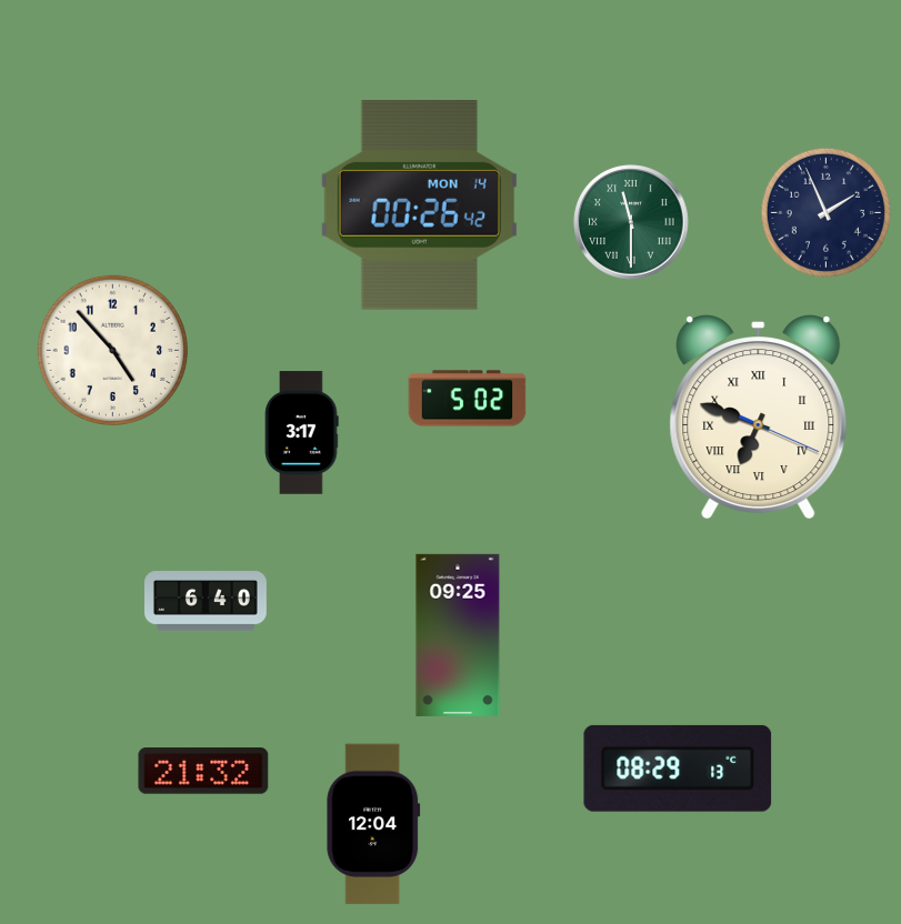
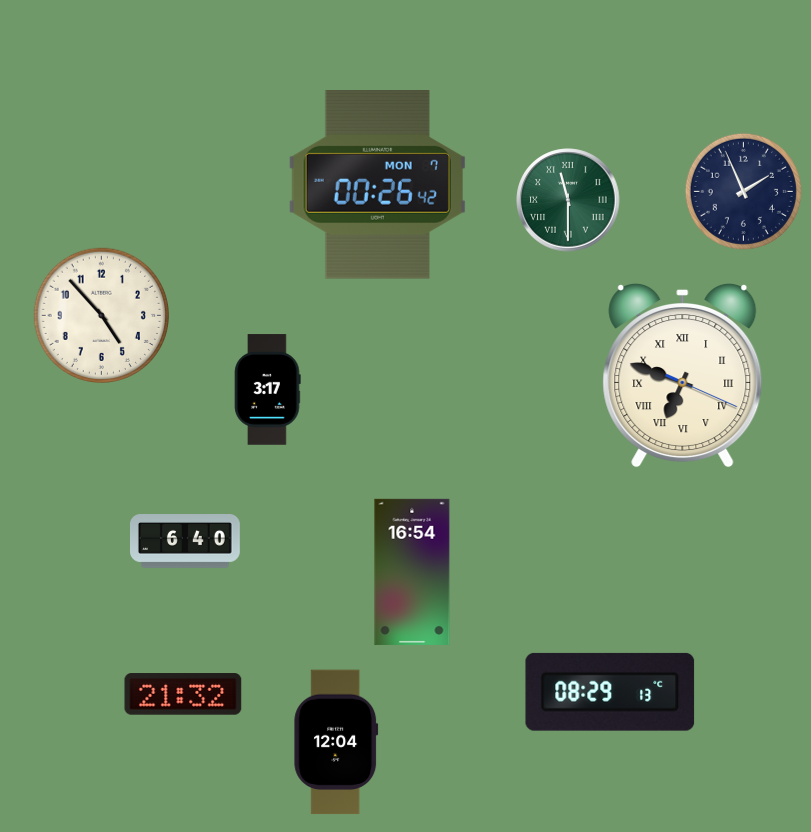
clock at (419, 205) date: MON 14 -> MON 7
clock at (468, 399): 5:02 -> none
clock at (302, 433) position: (302, 433) -> (268, 390)
clock at (458, 635): 09:25 -> 16:54
